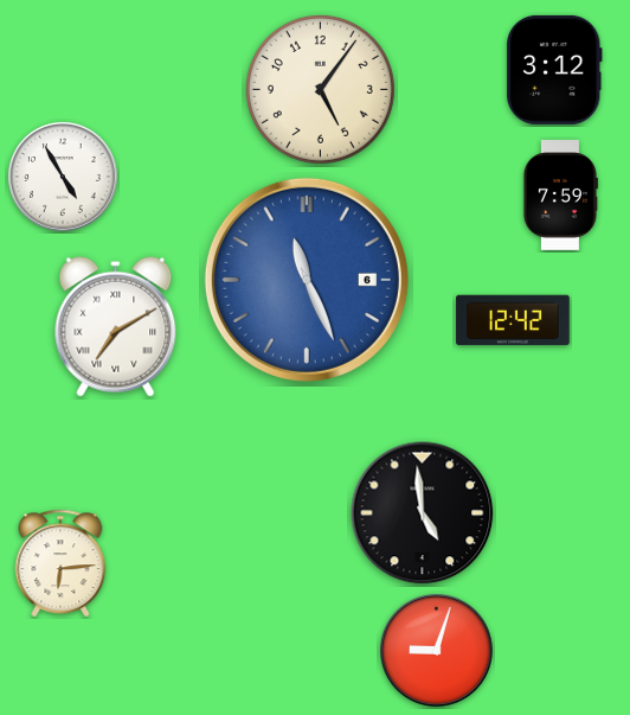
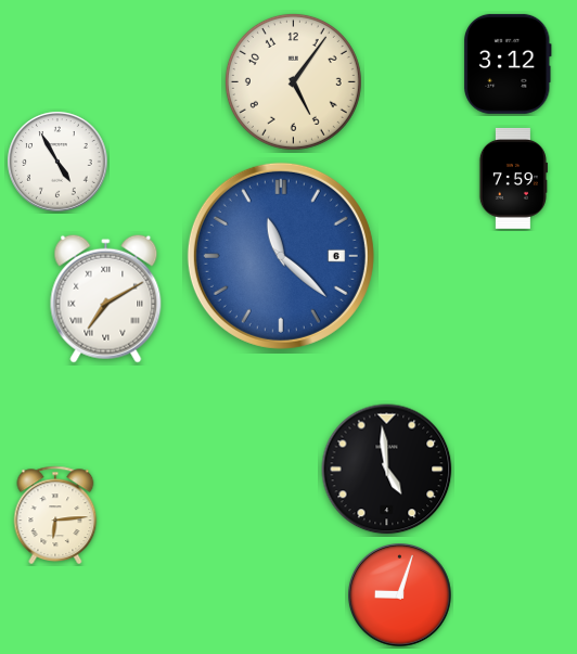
clock at (307, 280): 11:26 -> 11:22
clock at (513, 320): 12:42 -> none
